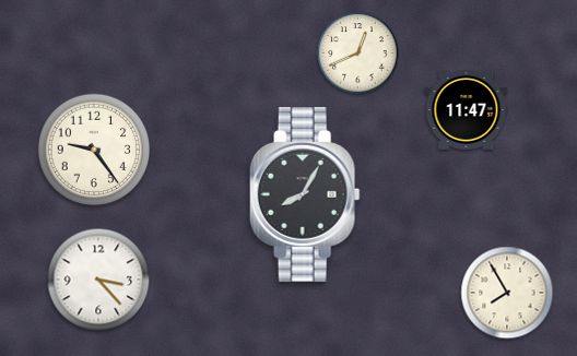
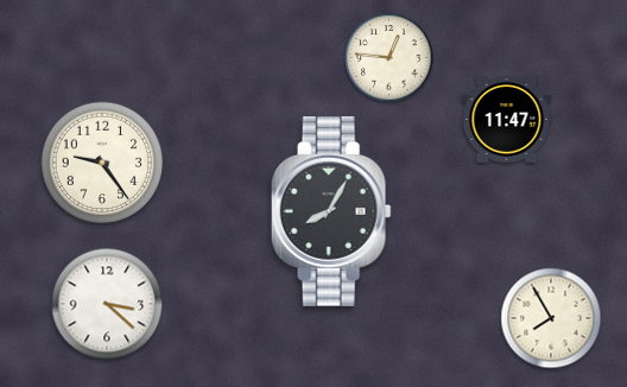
clock at (358, 54): 12:41 -> 12:46
clock at (98, 280): 3:23 -> 3:22
